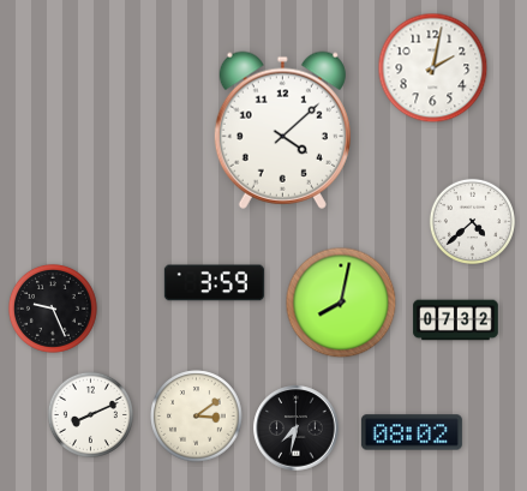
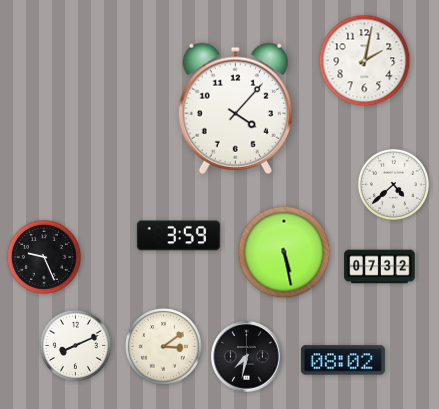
clock at (433, 68) position: (433, 68) -> (365, 61)
clock at (282, 130): 4:08 -> 4:07
clock at (341, 303): 8:02 -> 5:28
